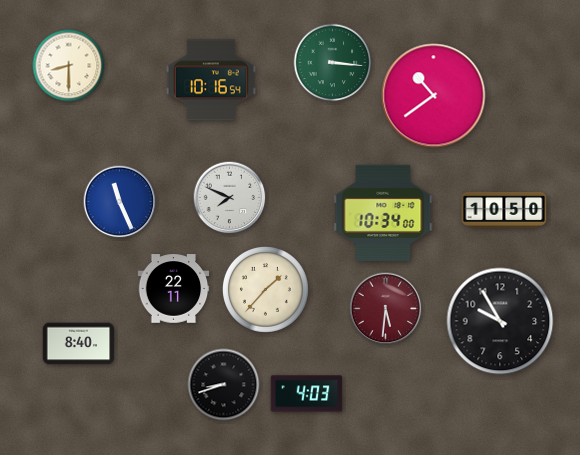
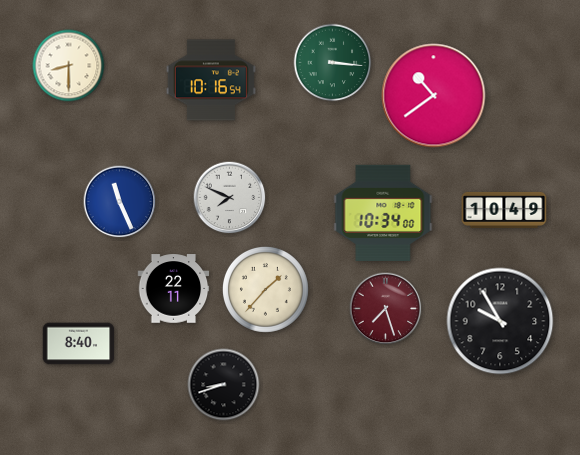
clock at (504, 210): 10:50 -> 10:49
clock at (386, 309): 5:31 -> 7:27
clock at (307, 394): 4:03 -> none
